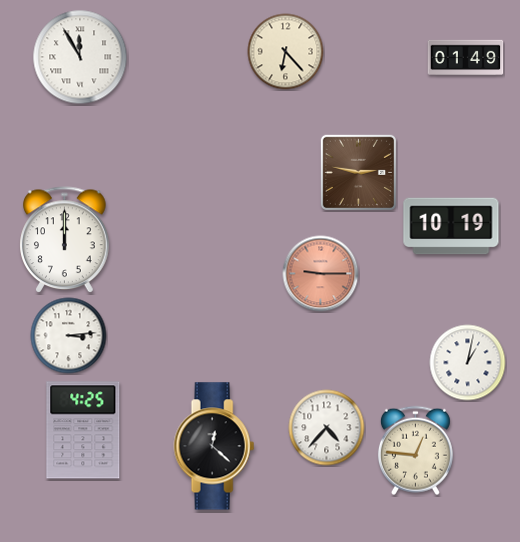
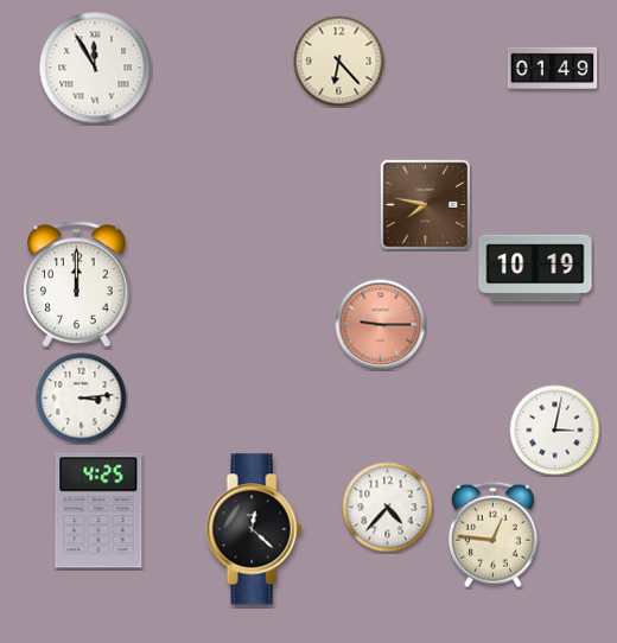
clock at (358, 172): 2:47 -> 7:47
clock at (468, 363): 1:02 -> 3:02
